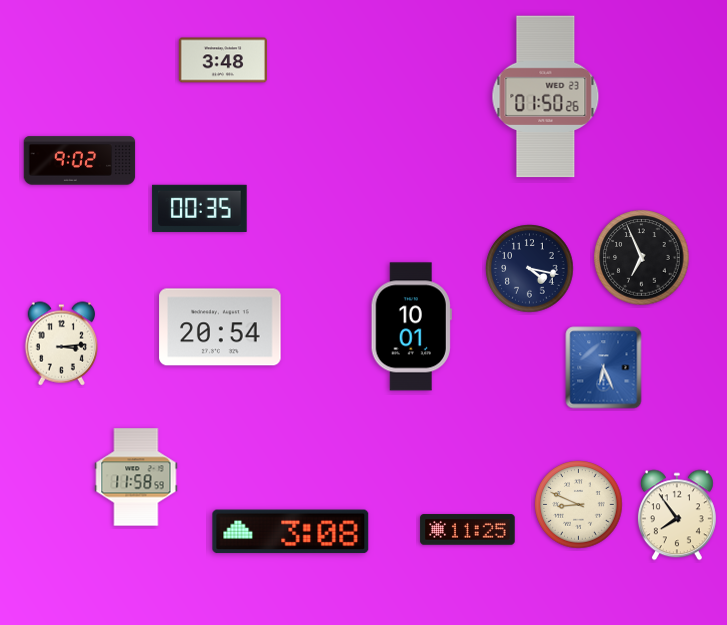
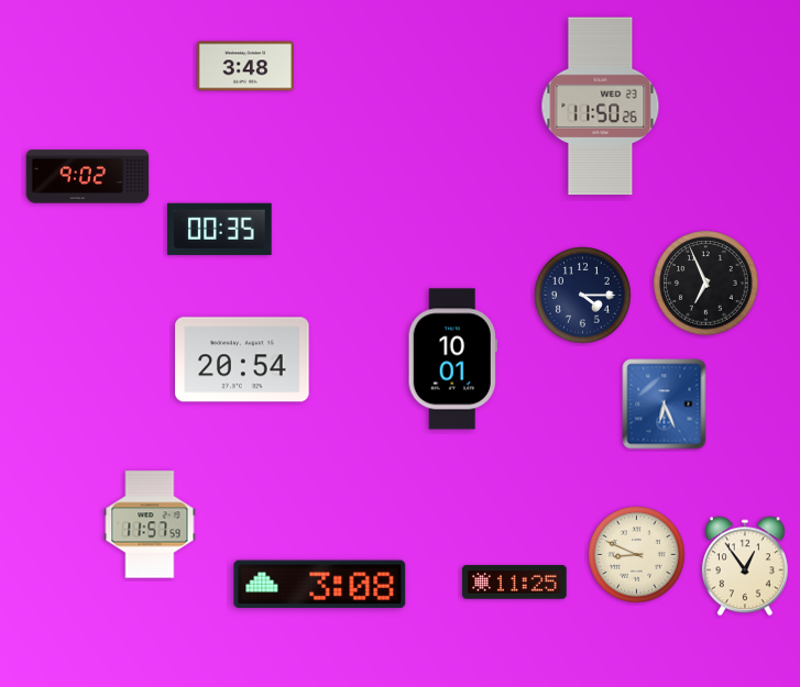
clock at (546, 97): 01:50 -> 11:50
clock at (530, 269): 4:17 -> 4:15
clock at (62, 344): 3:14 -> none
clock at (136, 477): 11:58 -> 11:57
clock at (677, 515): 7:54 -> 12:54
